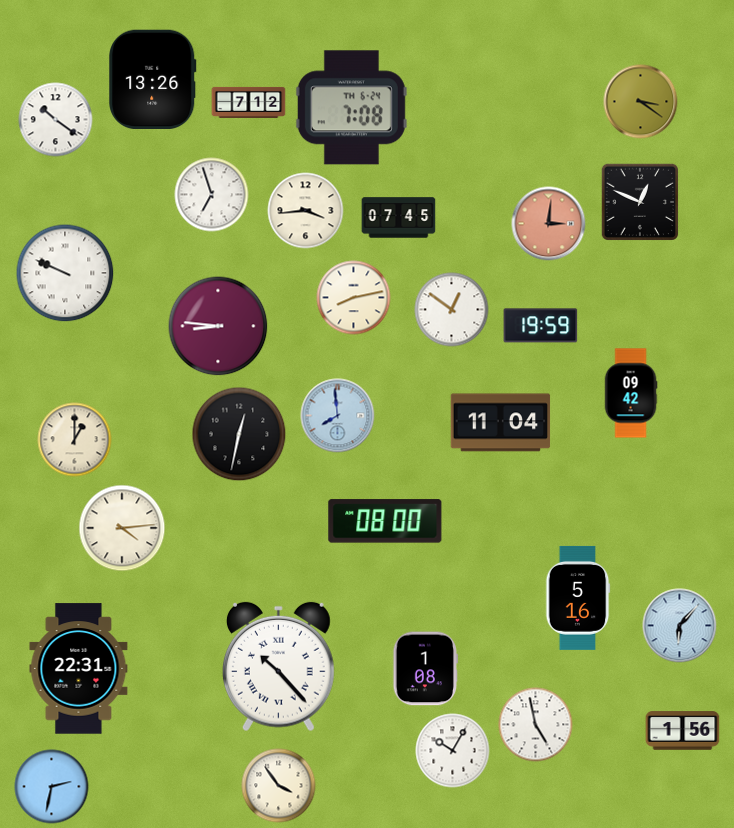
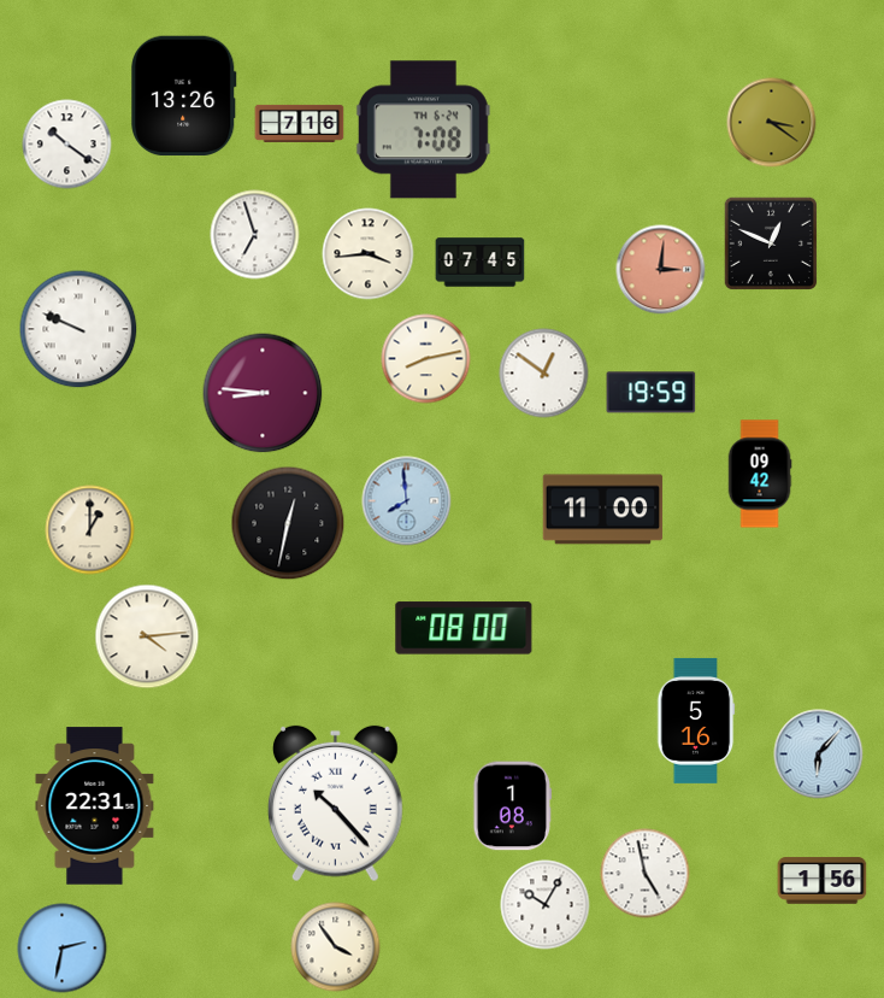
clock at (249, 102): 7:12 -> 7:16
clock at (501, 423): 11:04 -> 11:00
